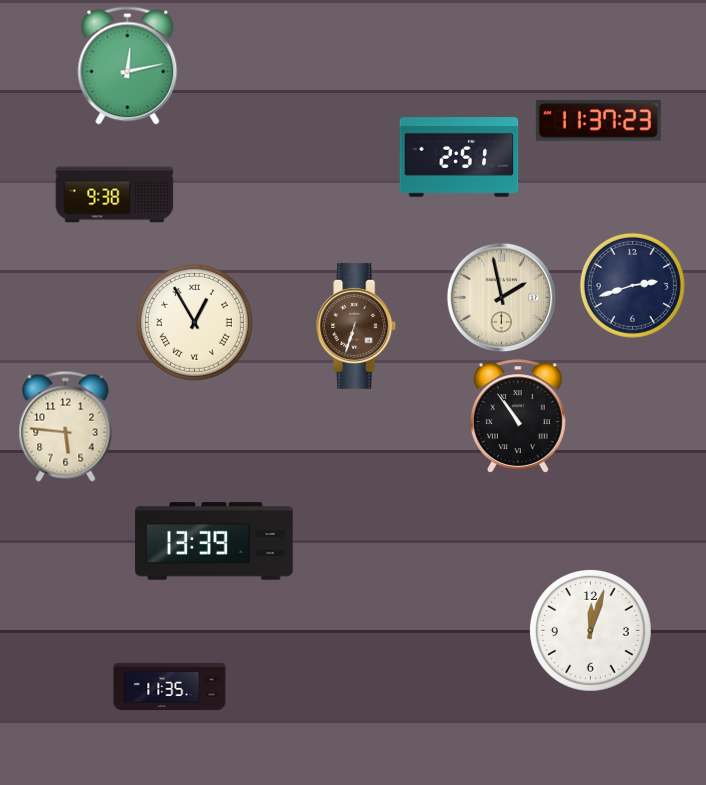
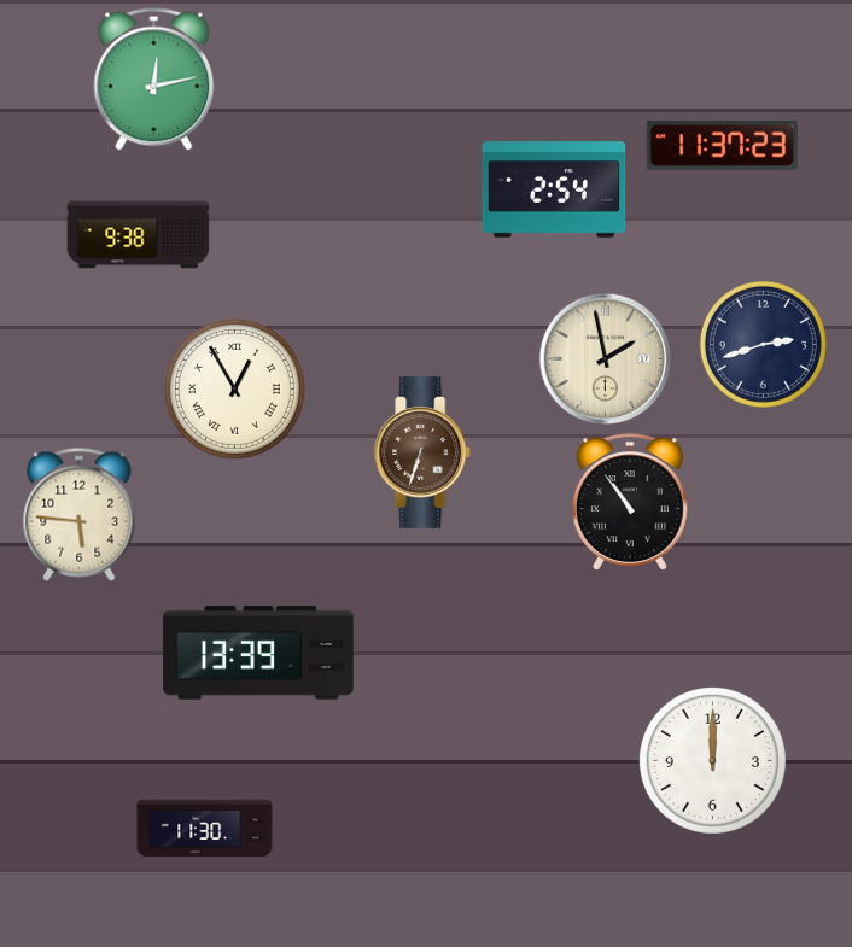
clock at (459, 157): 2:51 -> 2:54
clock at (357, 326) position: (357, 326) -> (424, 452)
clock at (518, 416) position: (518, 416) -> (630, 502)
clock at (590, 630): 12:03 -> 12:00
clock at (170, 687): 11:35 -> 11:30
